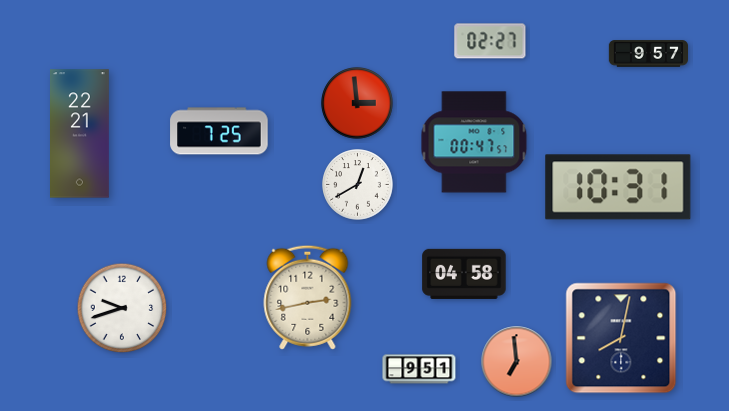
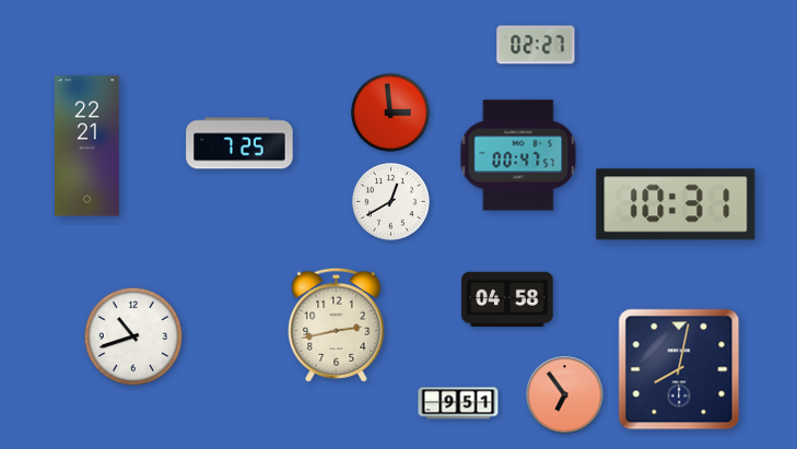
clock at (648, 54): 9:57 -> none
clock at (122, 308): 9:42 -> 10:42
clock at (517, 362): 6:59 -> 6:54
